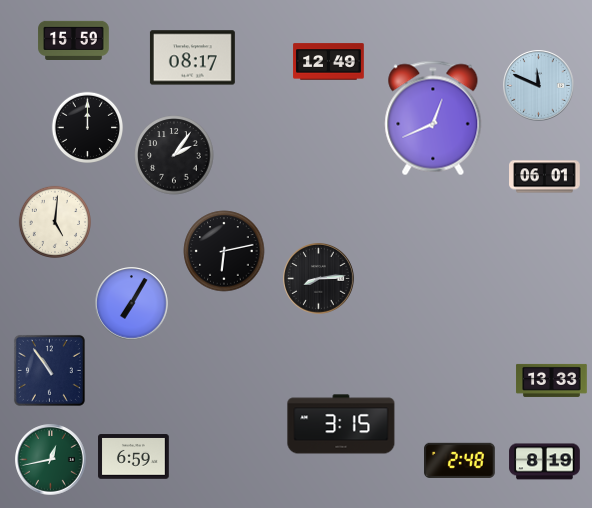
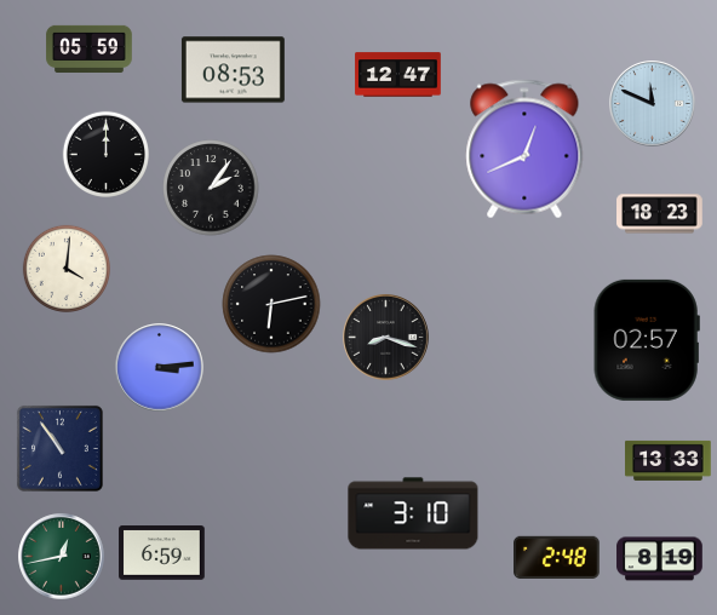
clock at (74, 40): 15:59 -> 05:59
clock at (192, 58): 08:17 -> 08:53
clock at (329, 62): 12:49 -> 12:47
clock at (433, 118) position: (433, 118) -> (524, 149)
clock at (545, 177): 06:01 -> 18:23
clock at (55, 222): 5:01 -> 4:01
clock at (319, 279): 8:14 -> 8:18
clock at (647, 340): none -> 02:57
clock at (132, 304): 7:05 -> 3:14
clock at (341, 424): 3:15 -> 3:10
